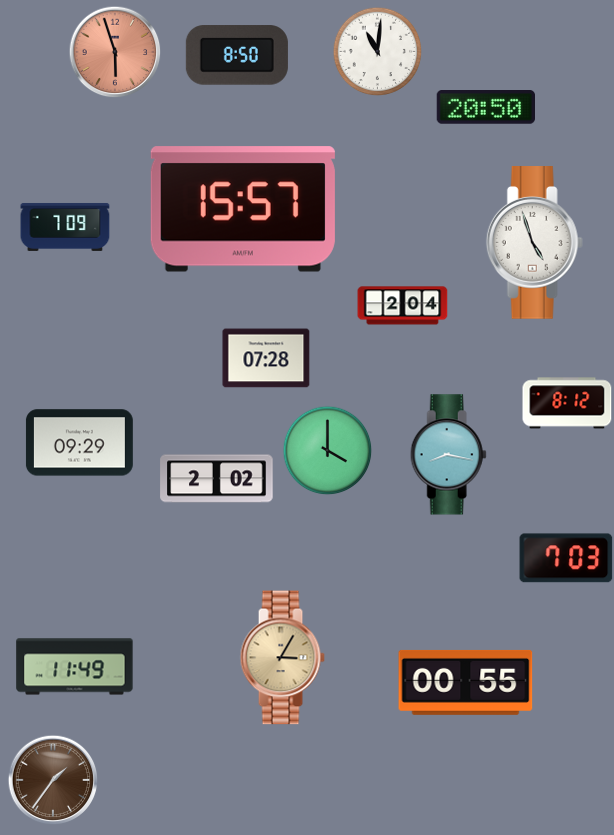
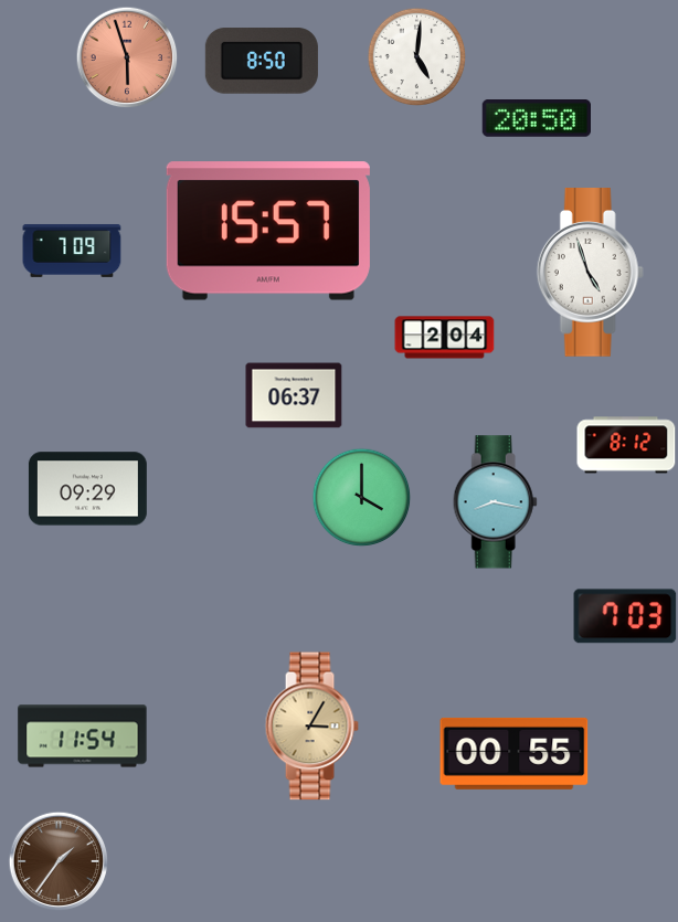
clock at (377, 51): 11:01 -> 5:01
clock at (534, 243) position: (534, 243) -> (590, 273)
clock at (266, 358): 07:28 -> 06:37
clock at (217, 479): 2:02 -> none
clock at (75, 667): 11:49 -> 11:54
